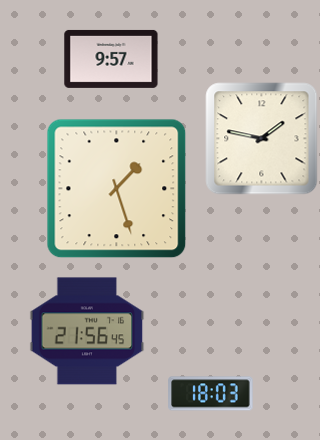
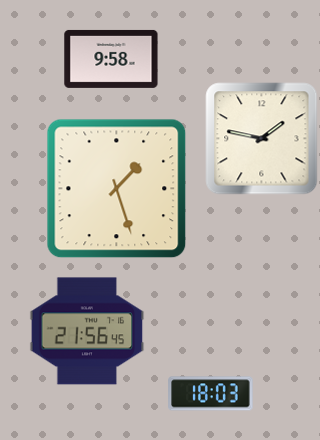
clock at (111, 59): 9:57 -> 9:58
